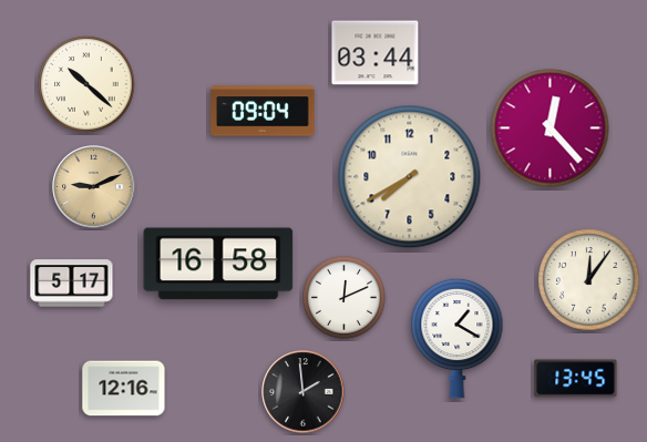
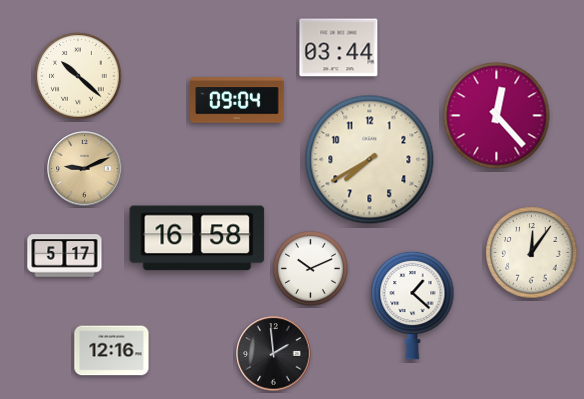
clock at (345, 298): 12:11 -> 10:11
clock at (458, 338): 1:20 -> 1:22
clock at (576, 379): 13:45 -> none
